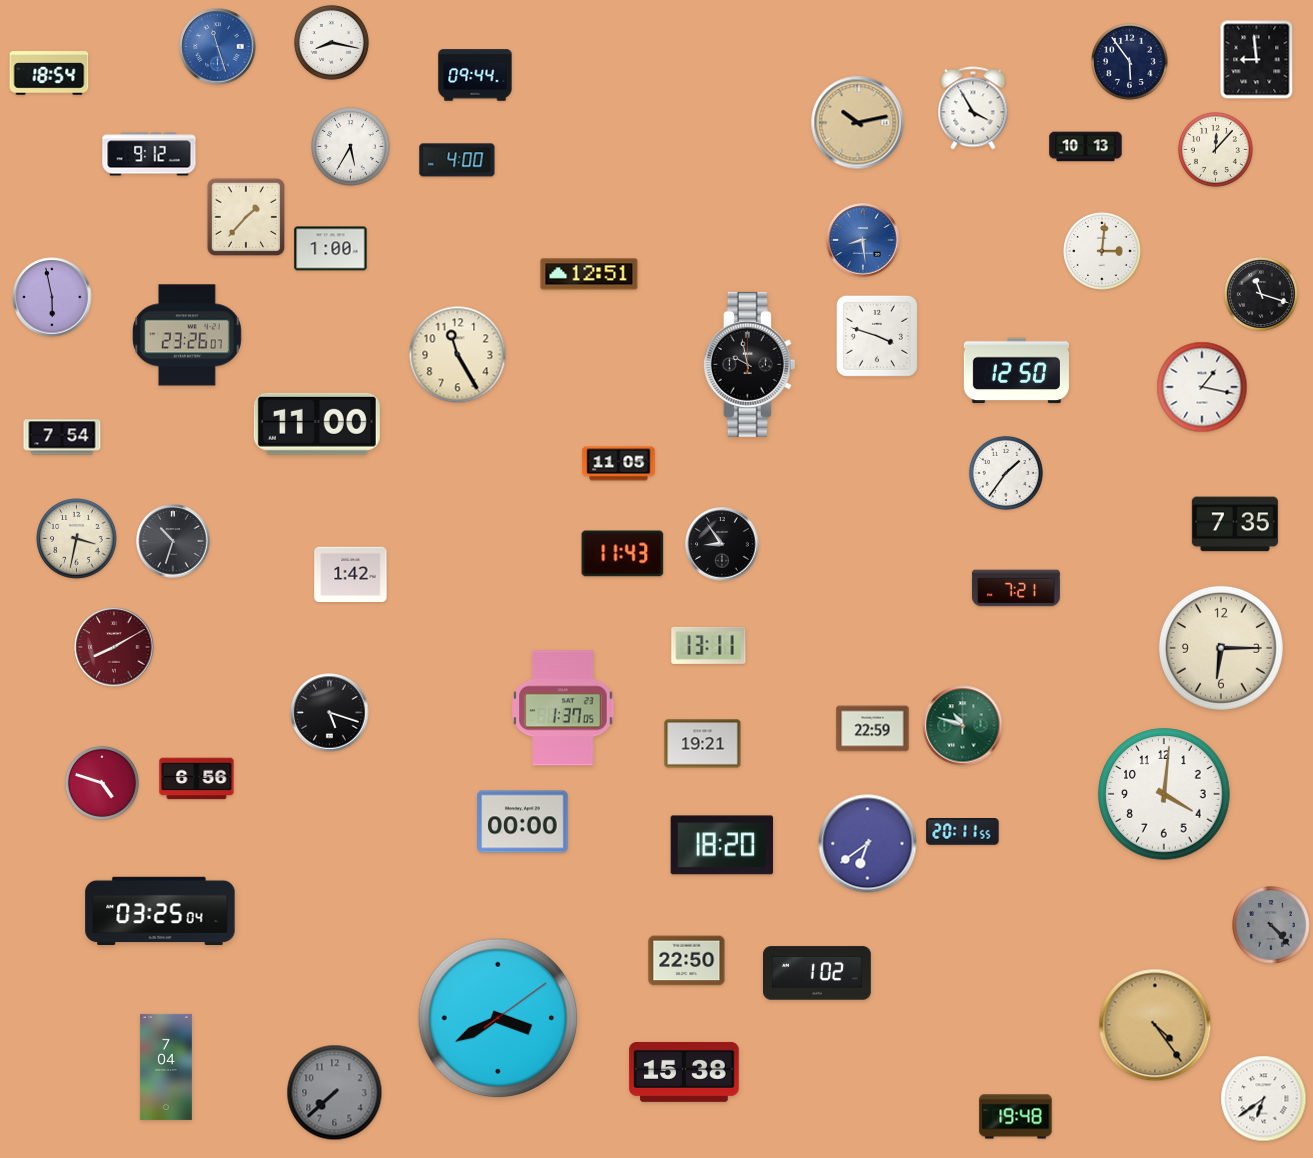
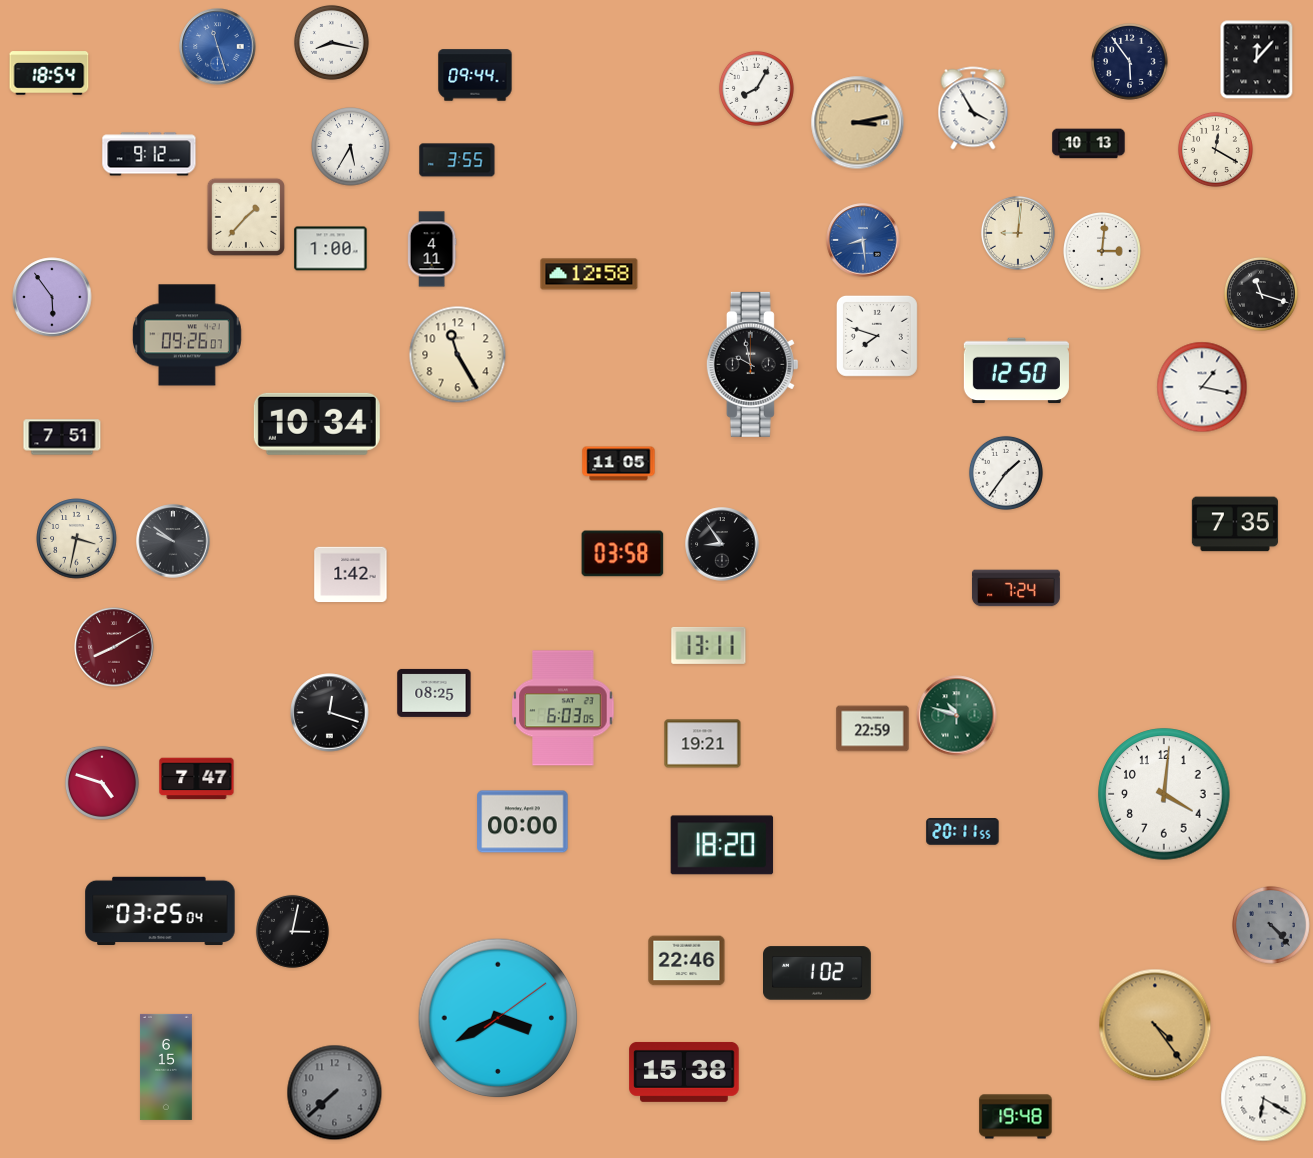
clock at (1257, 60): 8:59 -> 12:07
clock at (756, 88): none -> 8:05
clock at (858, 123): 10:13 -> 3:13
clock at (1086, 147) position: (1086, 147) -> (1089, 144)
clock at (1215, 149): 12:07 -> 12:20
clock at (457, 160): 4:00 -> 3:55
clock at (1018, 233): none -> 9:01
clock at (432, 249): none -> 4:11
clock at (589, 274): 12:51 -> 12:58
clock at (52, 297): 5:58 -> 5:54
clock at (187, 335): 23:26 -> 09:26
clock at (877, 336): 3:48 -> 7:48
clock at (749, 364) position: (749, 364) -> (752, 364)
clock at (317, 424): 11:00 -> 10:34
clock at (62, 437): 7:54 -> 7:51
clock at (173, 541): 10:33 -> 9:51
clock at (623, 554): 11:43 -> 03:58
clock at (1016, 588): 7:21 -> 7:24
clock at (1221, 648): 6:15 -> none
clock at (434, 693): none -> 08:25
clock at (563, 708): 1:37 -> 6:03
clock at (330, 713): 5:18 -> 12:18
clock at (963, 726) position: (963, 726) -> (957, 716)
clock at (197, 779): 6:56 -> 7:47
clock at (868, 844): 6:39 -> none
clock at (292, 931): none -> 3:02
clock at (687, 961): 22:50 -> 22:46
clock at (166, 1067): 7:04 -> 6:15
clock at (1264, 1099): 6:39 -> 6:20
